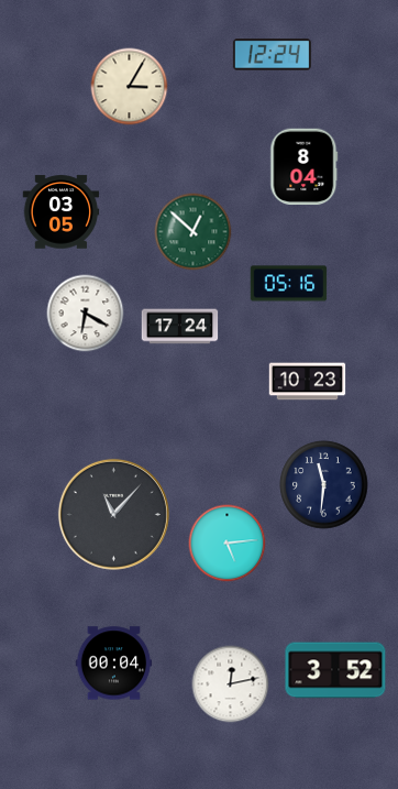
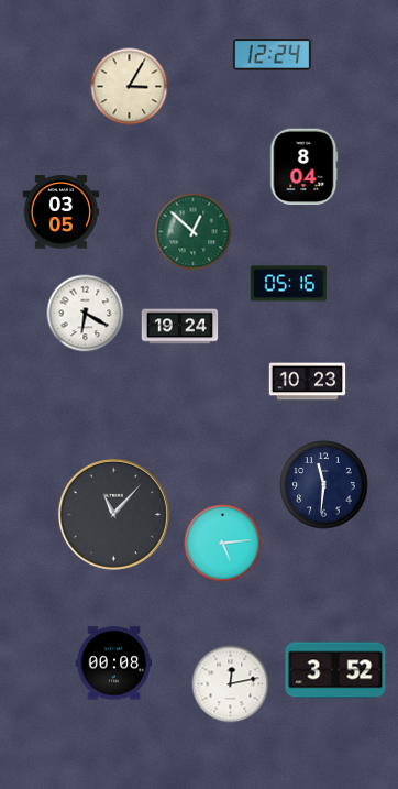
clock at (180, 327): 17:24 -> 19:24
clock at (228, 544) position: (228, 544) -> (223, 544)
clock at (114, 664): 00:04 -> 00:08
